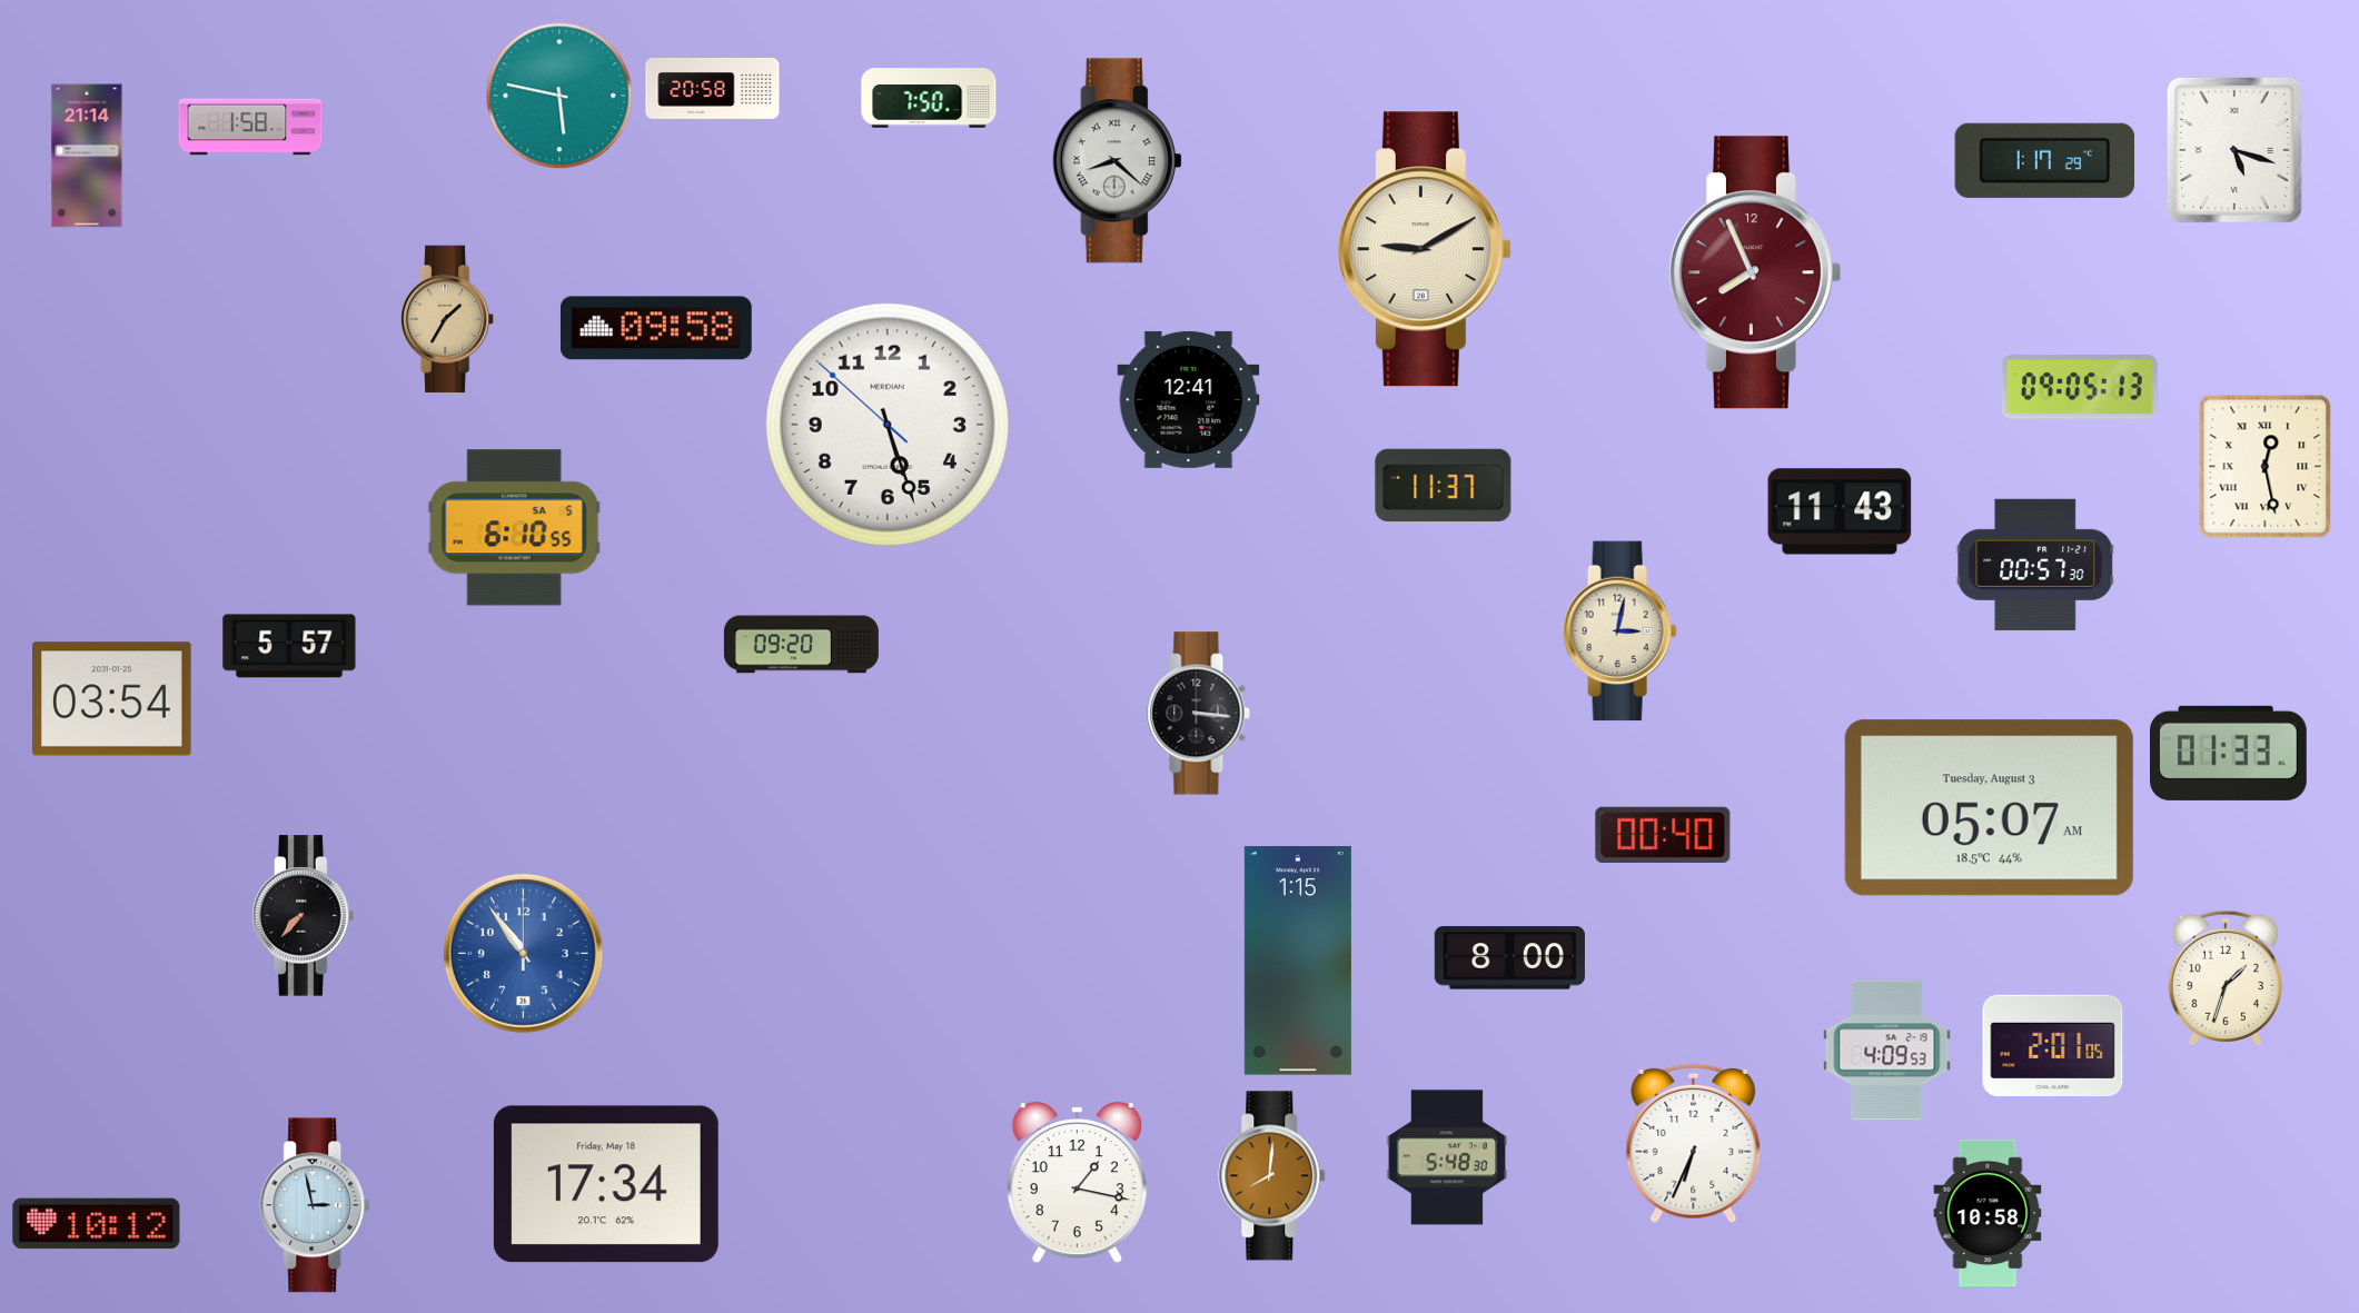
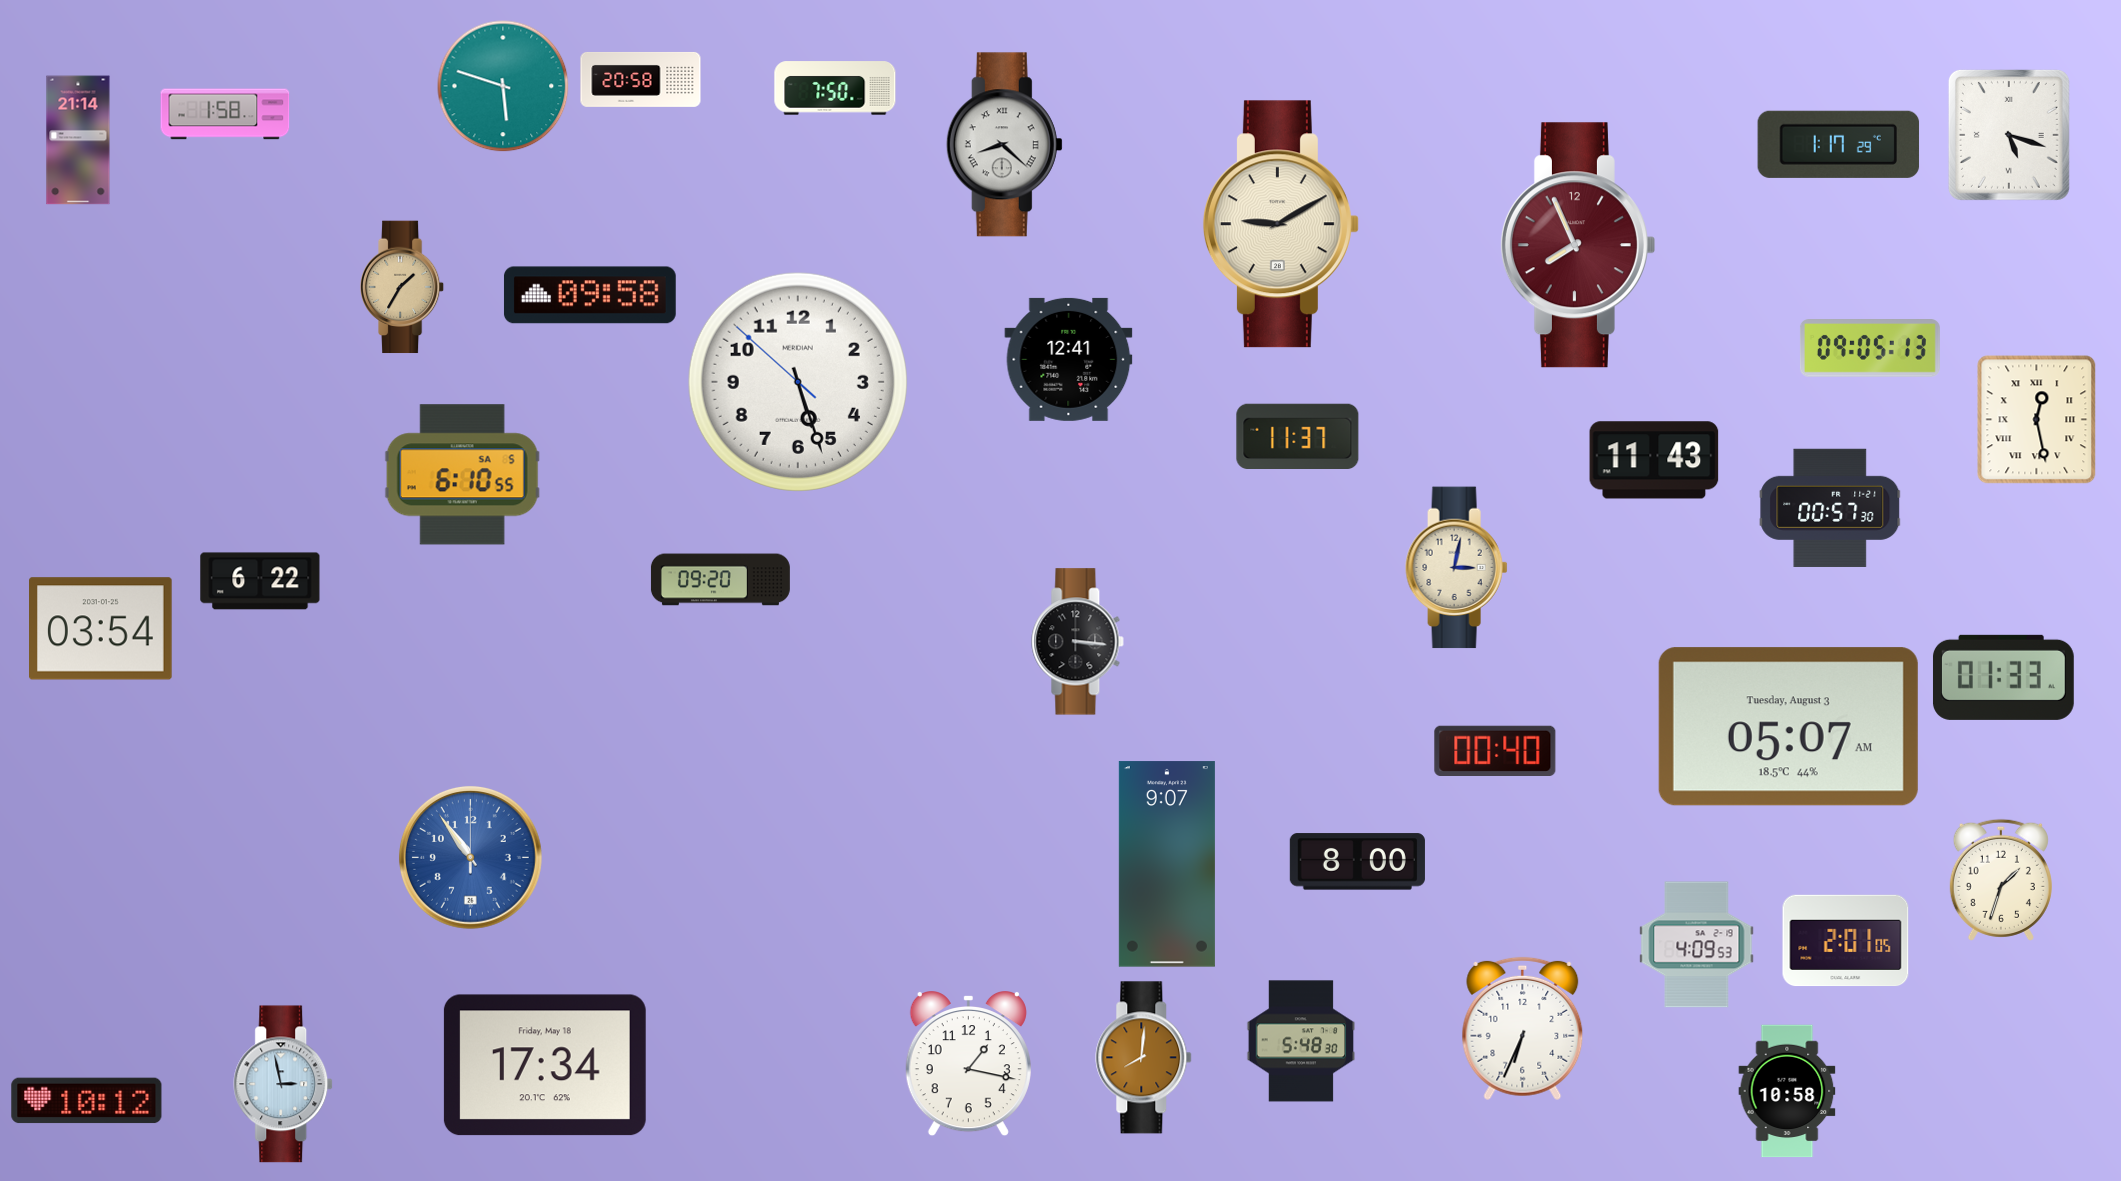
clock at (559, 96): 5:47 -> 5:48
clock at (289, 646): 5:57 -> 6:22
clock at (304, 916): 7:37 -> none
clock at (1298, 961): 1:15 -> 9:07
